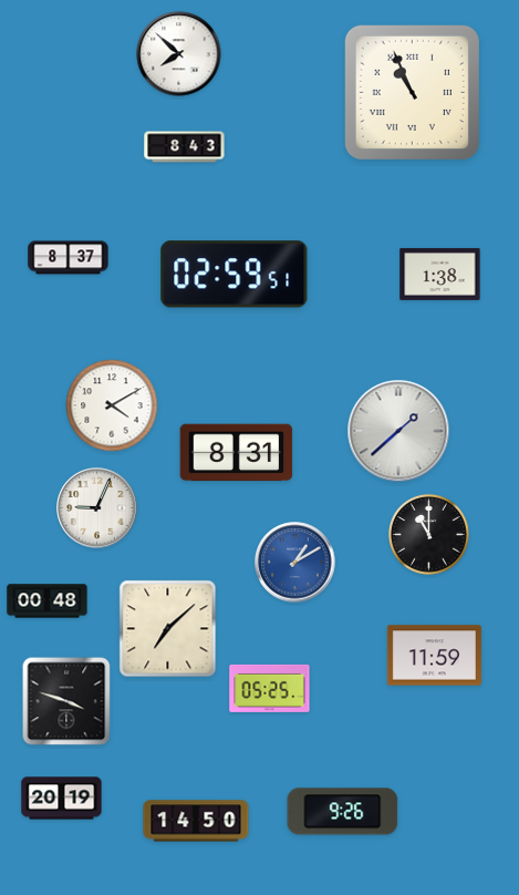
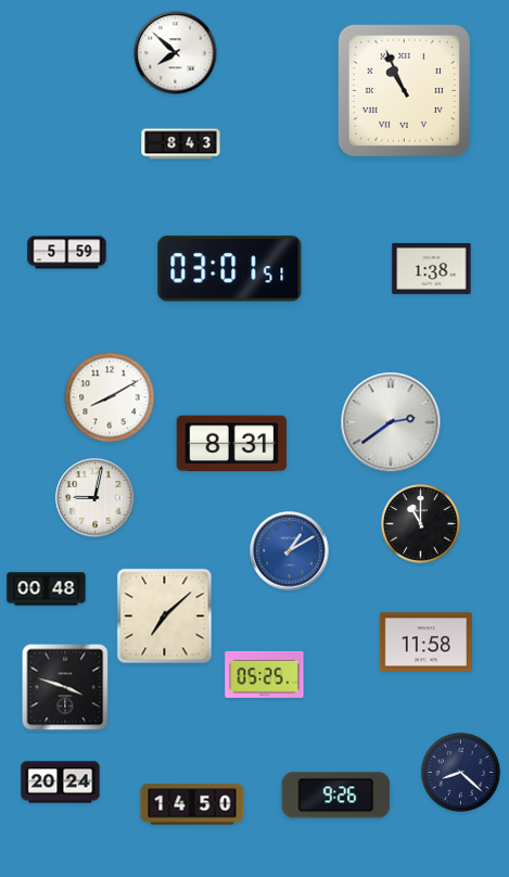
clock at (69, 258): 8:37 -> 5:59
clock at (235, 275): 02:59 -> 03:01
clock at (112, 405): 4:10 -> 8:10
clock at (398, 431): 1:38 -> 2:39
clock at (97, 508): 9:04 -> 9:02
clock at (434, 656): 11:59 -> 11:58
clock at (460, 772): none -> 8:22
clock at (62, 799): 20:19 -> 20:24
